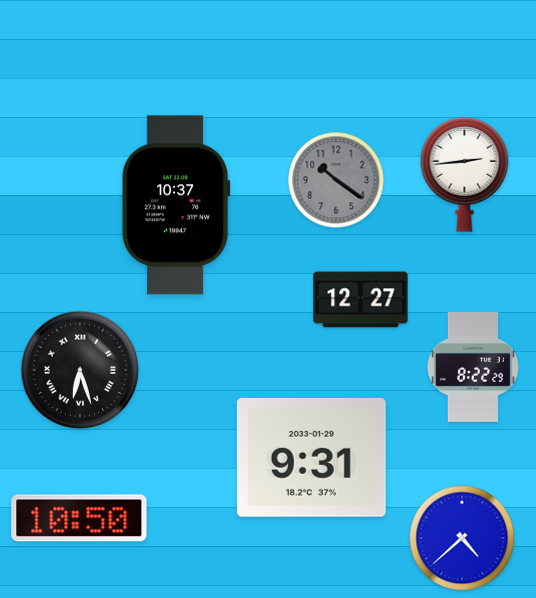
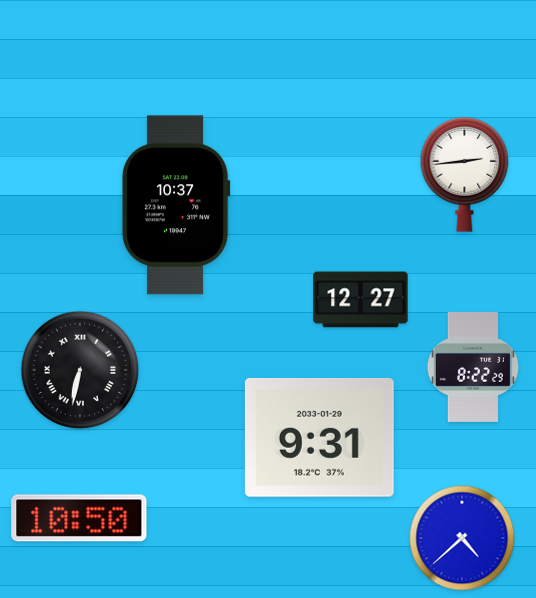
clock at (336, 180): 10:21 -> none
clock at (80, 370): 6:27 -> 6:32
clock at (311, 457) position: (311, 457) -> (319, 437)
